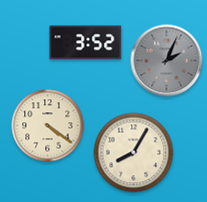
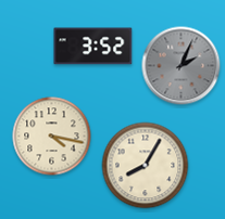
clock at (48, 126): 4:21 -> 4:17
